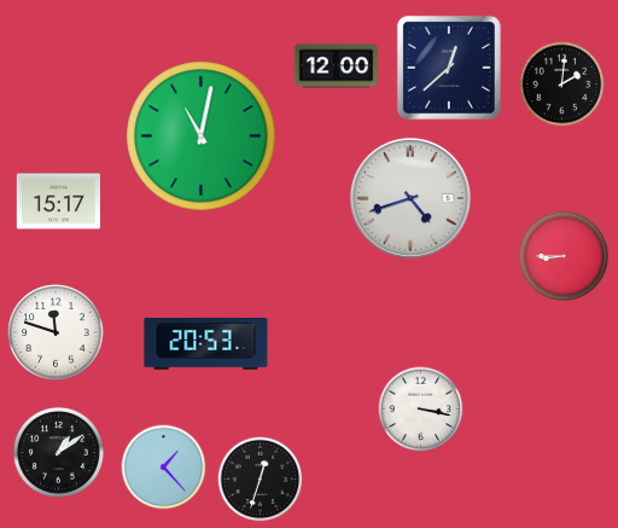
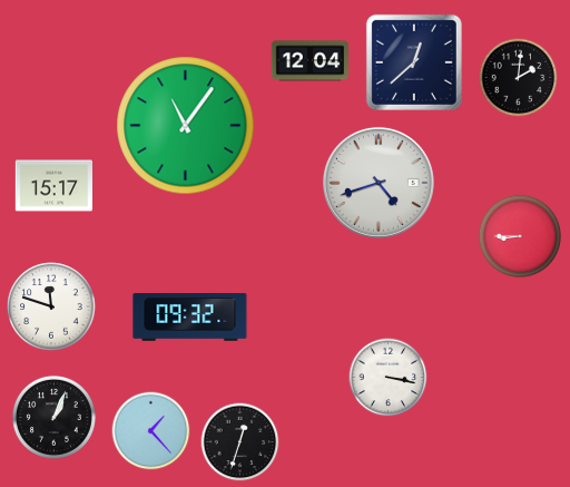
clock at (336, 66): 12:00 -> 12:04
clock at (202, 137): 11:02 -> 11:06
clock at (206, 344): 20:53 -> 09:32
clock at (58, 452): 1:09 -> 1:04
